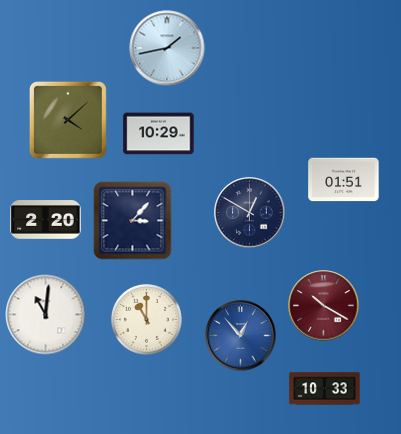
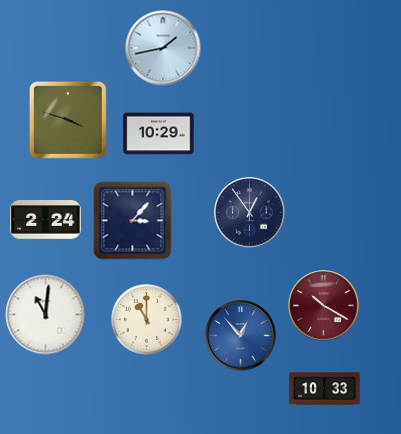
clock at (167, 48) position: (167, 48) -> (163, 48)
clock at (68, 120): 4:08 -> 3:48
clock at (344, 180): 01:51 -> none
clock at (250, 213): 12:50 -> 12:54
clock at (46, 220): 2:20 -> 2:24
